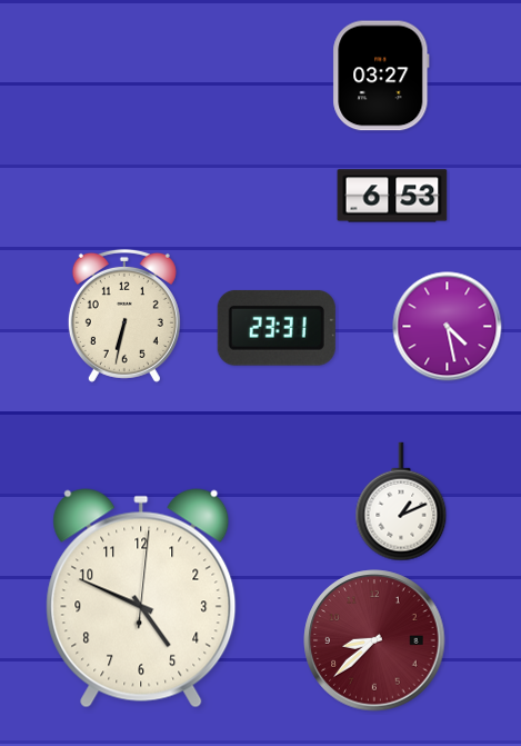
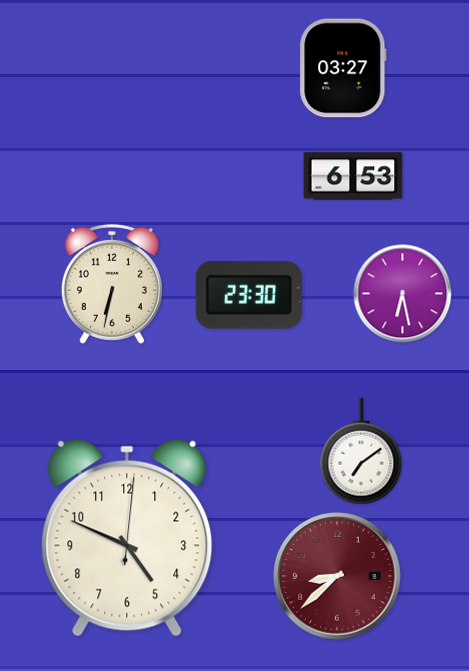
clock at (448, 327): 4:28 -> 6:28
clock at (277, 328): 23:31 -> 23:30
clock at (401, 501): 1:11 -> 7:09
